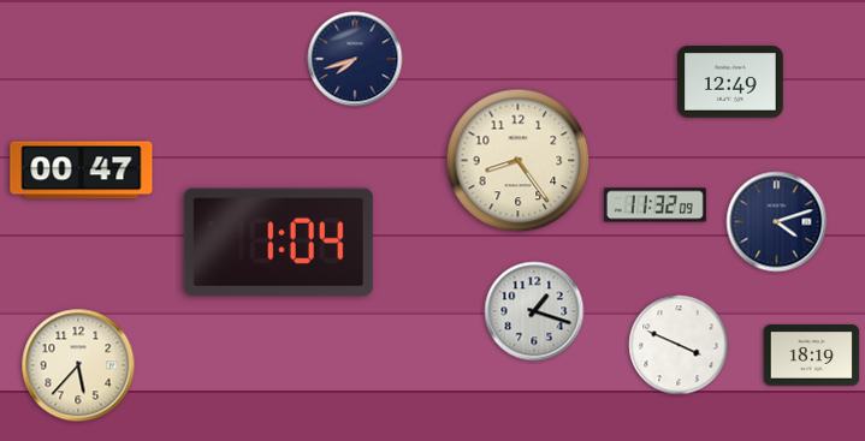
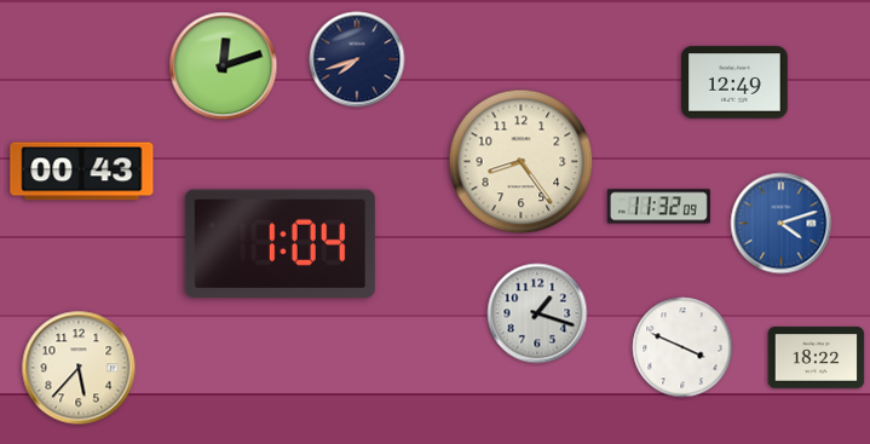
clock at (224, 67): none -> 12:12
clock at (82, 171): 00:47 -> 00:43
clock at (777, 222) dial: navy -> blue
clock at (812, 356): 18:19 -> 18:22
